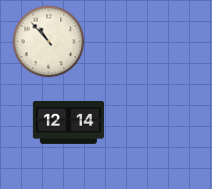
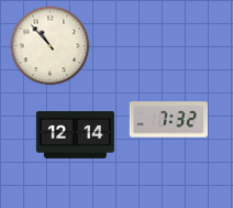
clock at (49, 42) position: (49, 42) -> (51, 46)
clock at (168, 120): none -> 7:32
